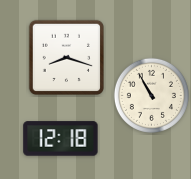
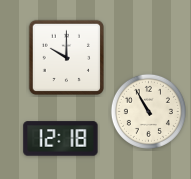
clock at (66, 57): 8:18 -> 10:00
clock at (151, 95) position: (151, 95) -> (148, 111)
